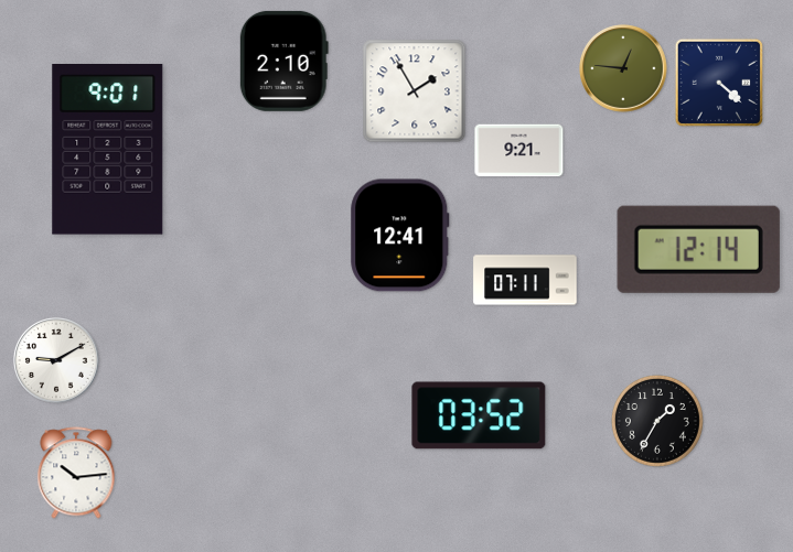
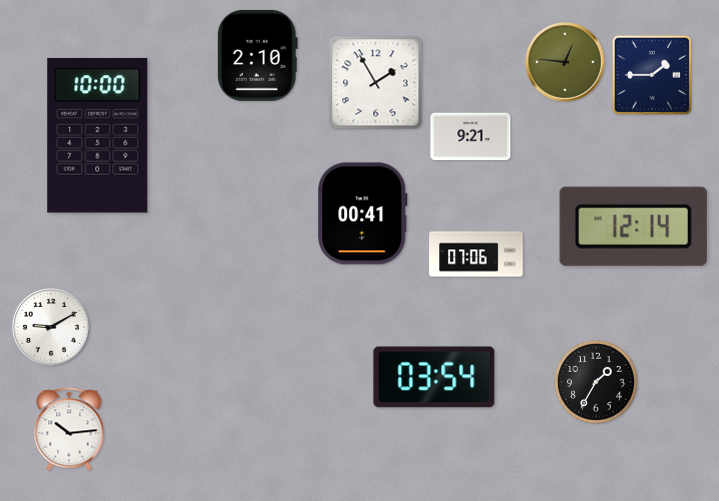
clock at (718, 82): 4:22 -> 1:45
clock at (108, 150): 9:01 -> 10:00
clock at (400, 236): 12:41 -> 00:41
clock at (525, 280): 07:11 -> 07:06
clock at (479, 415): 03:52 -> 03:54
